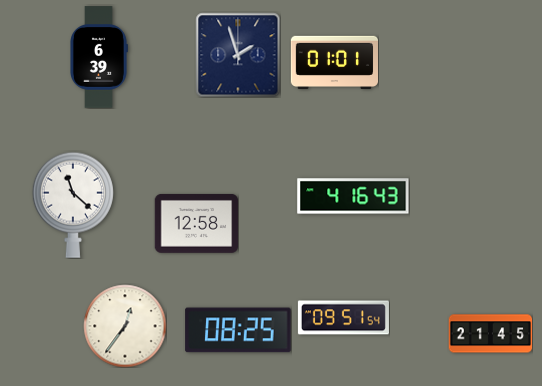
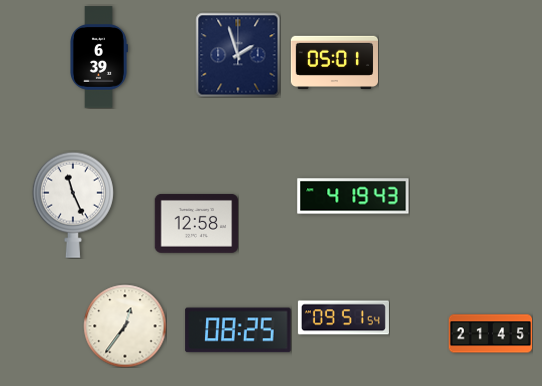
clock at (334, 63): 01:01 -> 05:01
clock at (353, 196): 4:16 -> 4:19
clock at (73, 205): 11:22 -> 11:26
